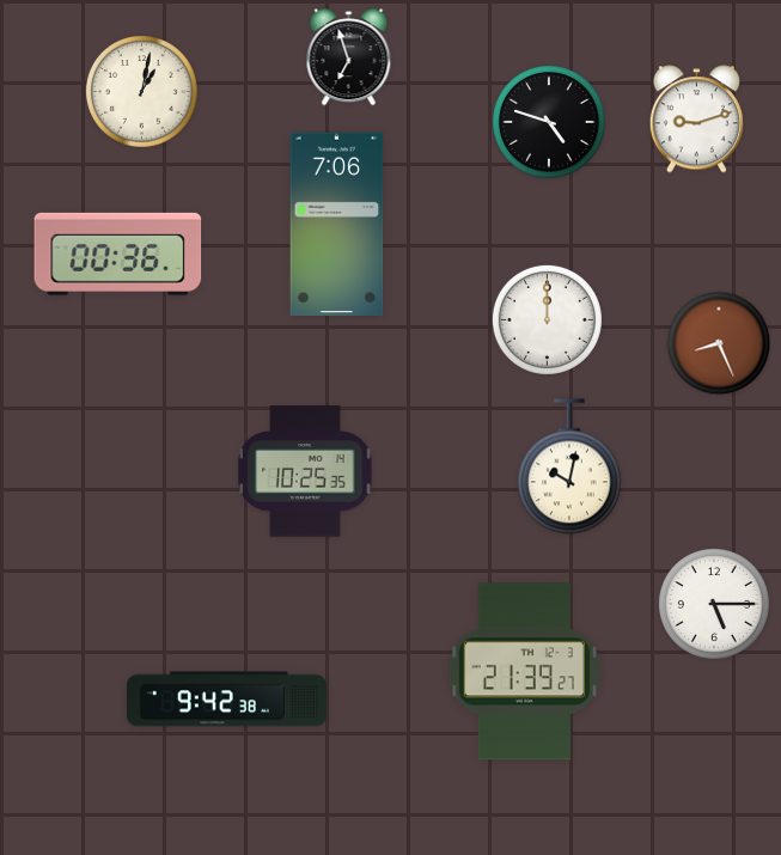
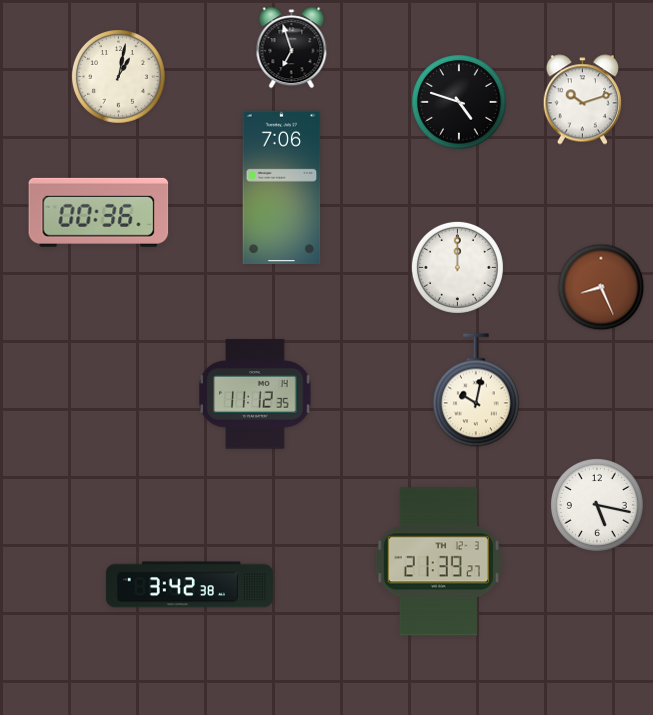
clock at (696, 120): 9:12 -> 10:12
clock at (305, 471): 10:25 -> 11:12
clock at (714, 604): 5:15 -> 5:17
clock at (226, 700): 9:42 -> 3:42
